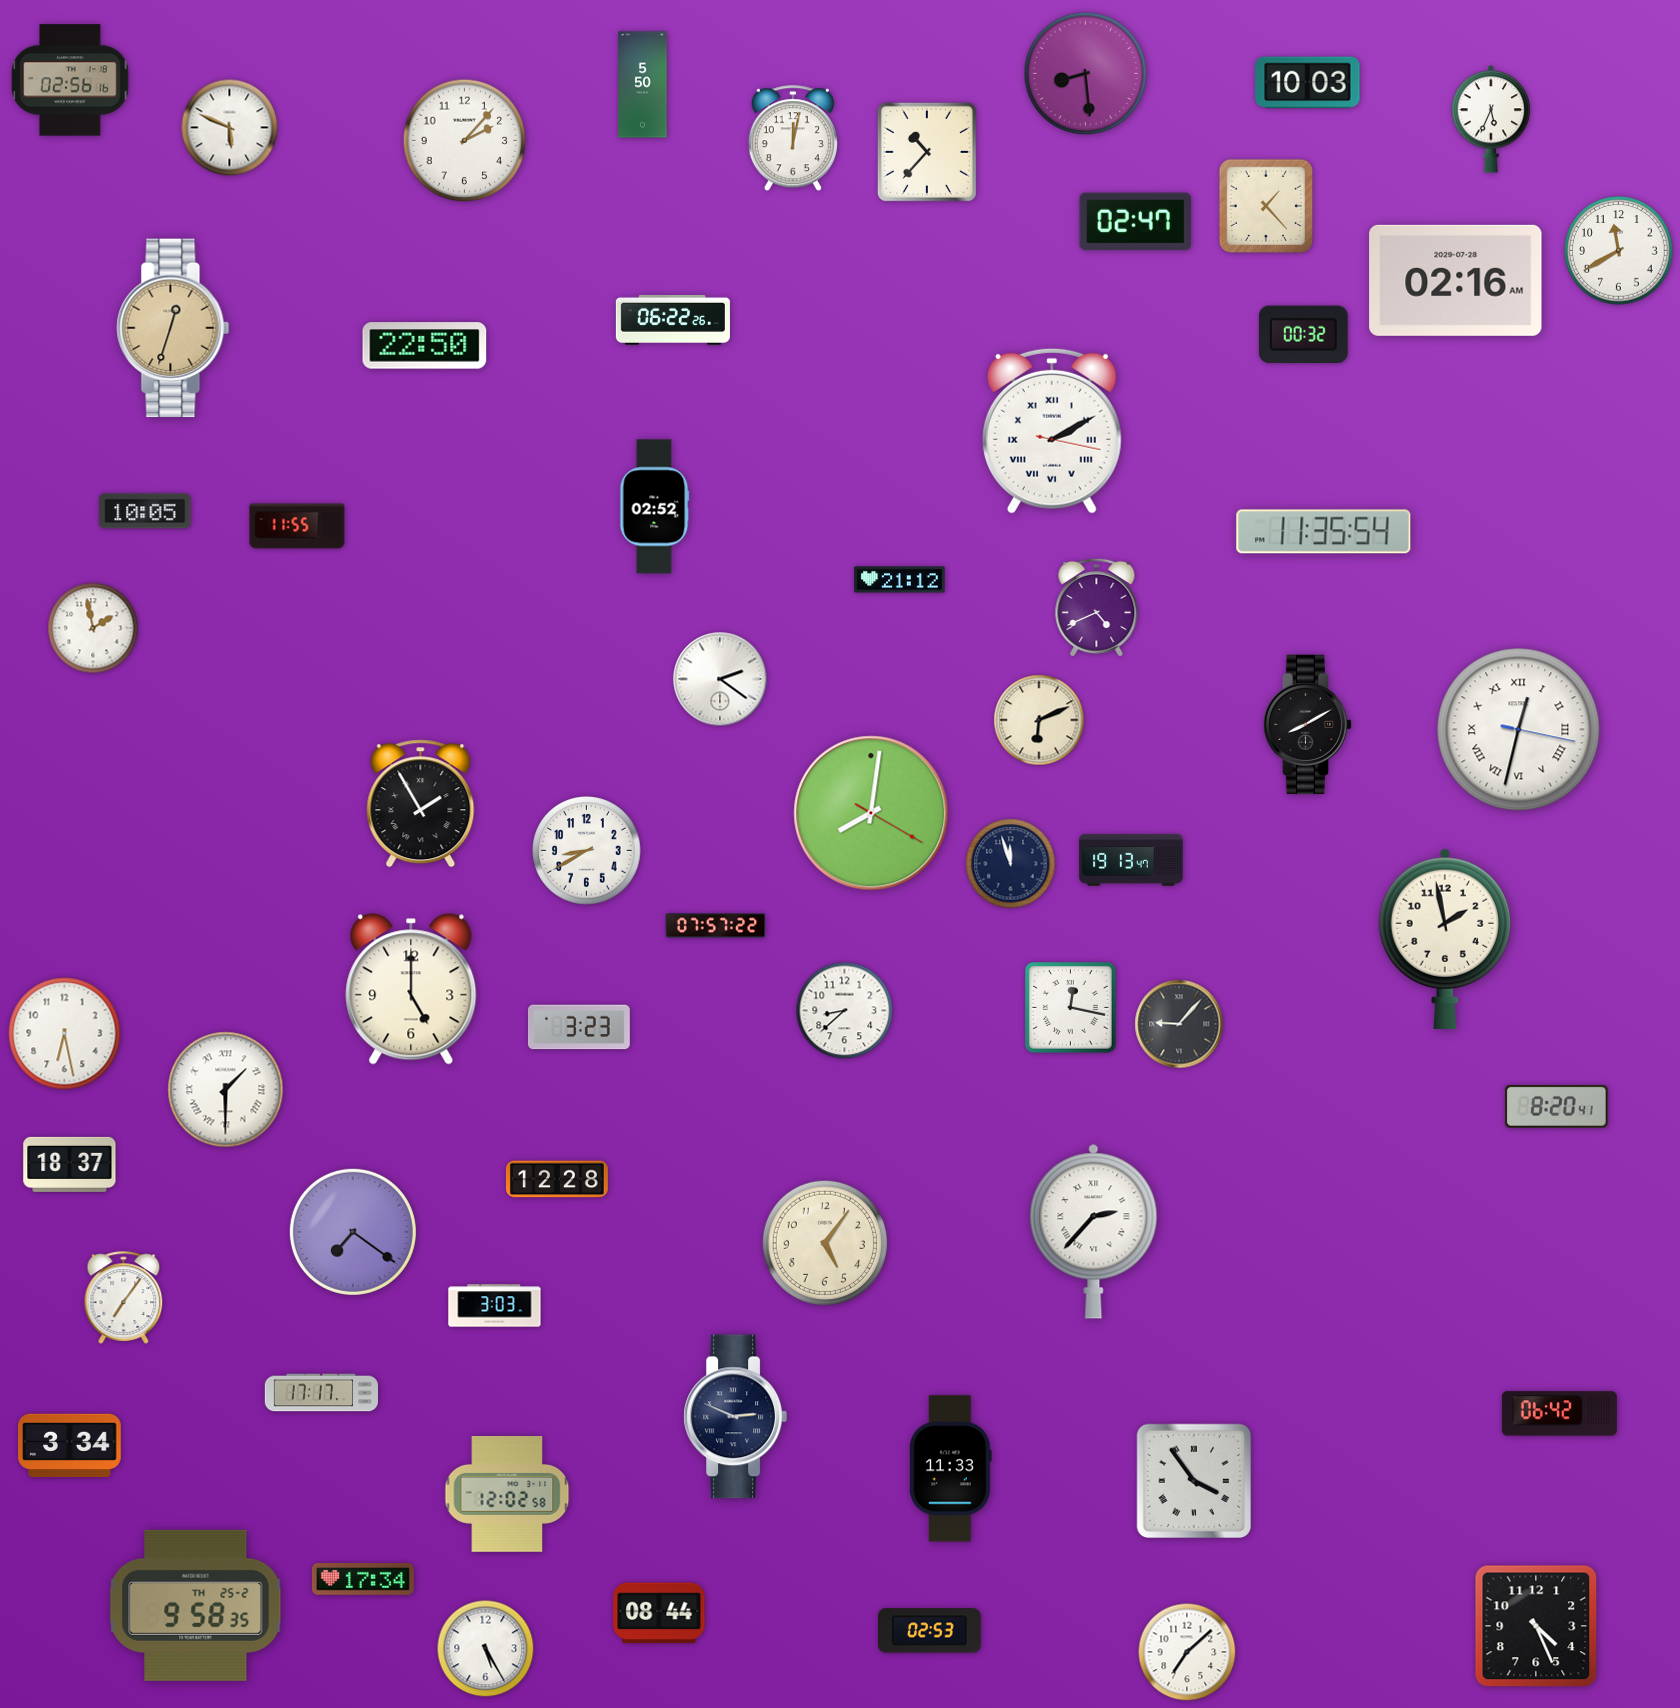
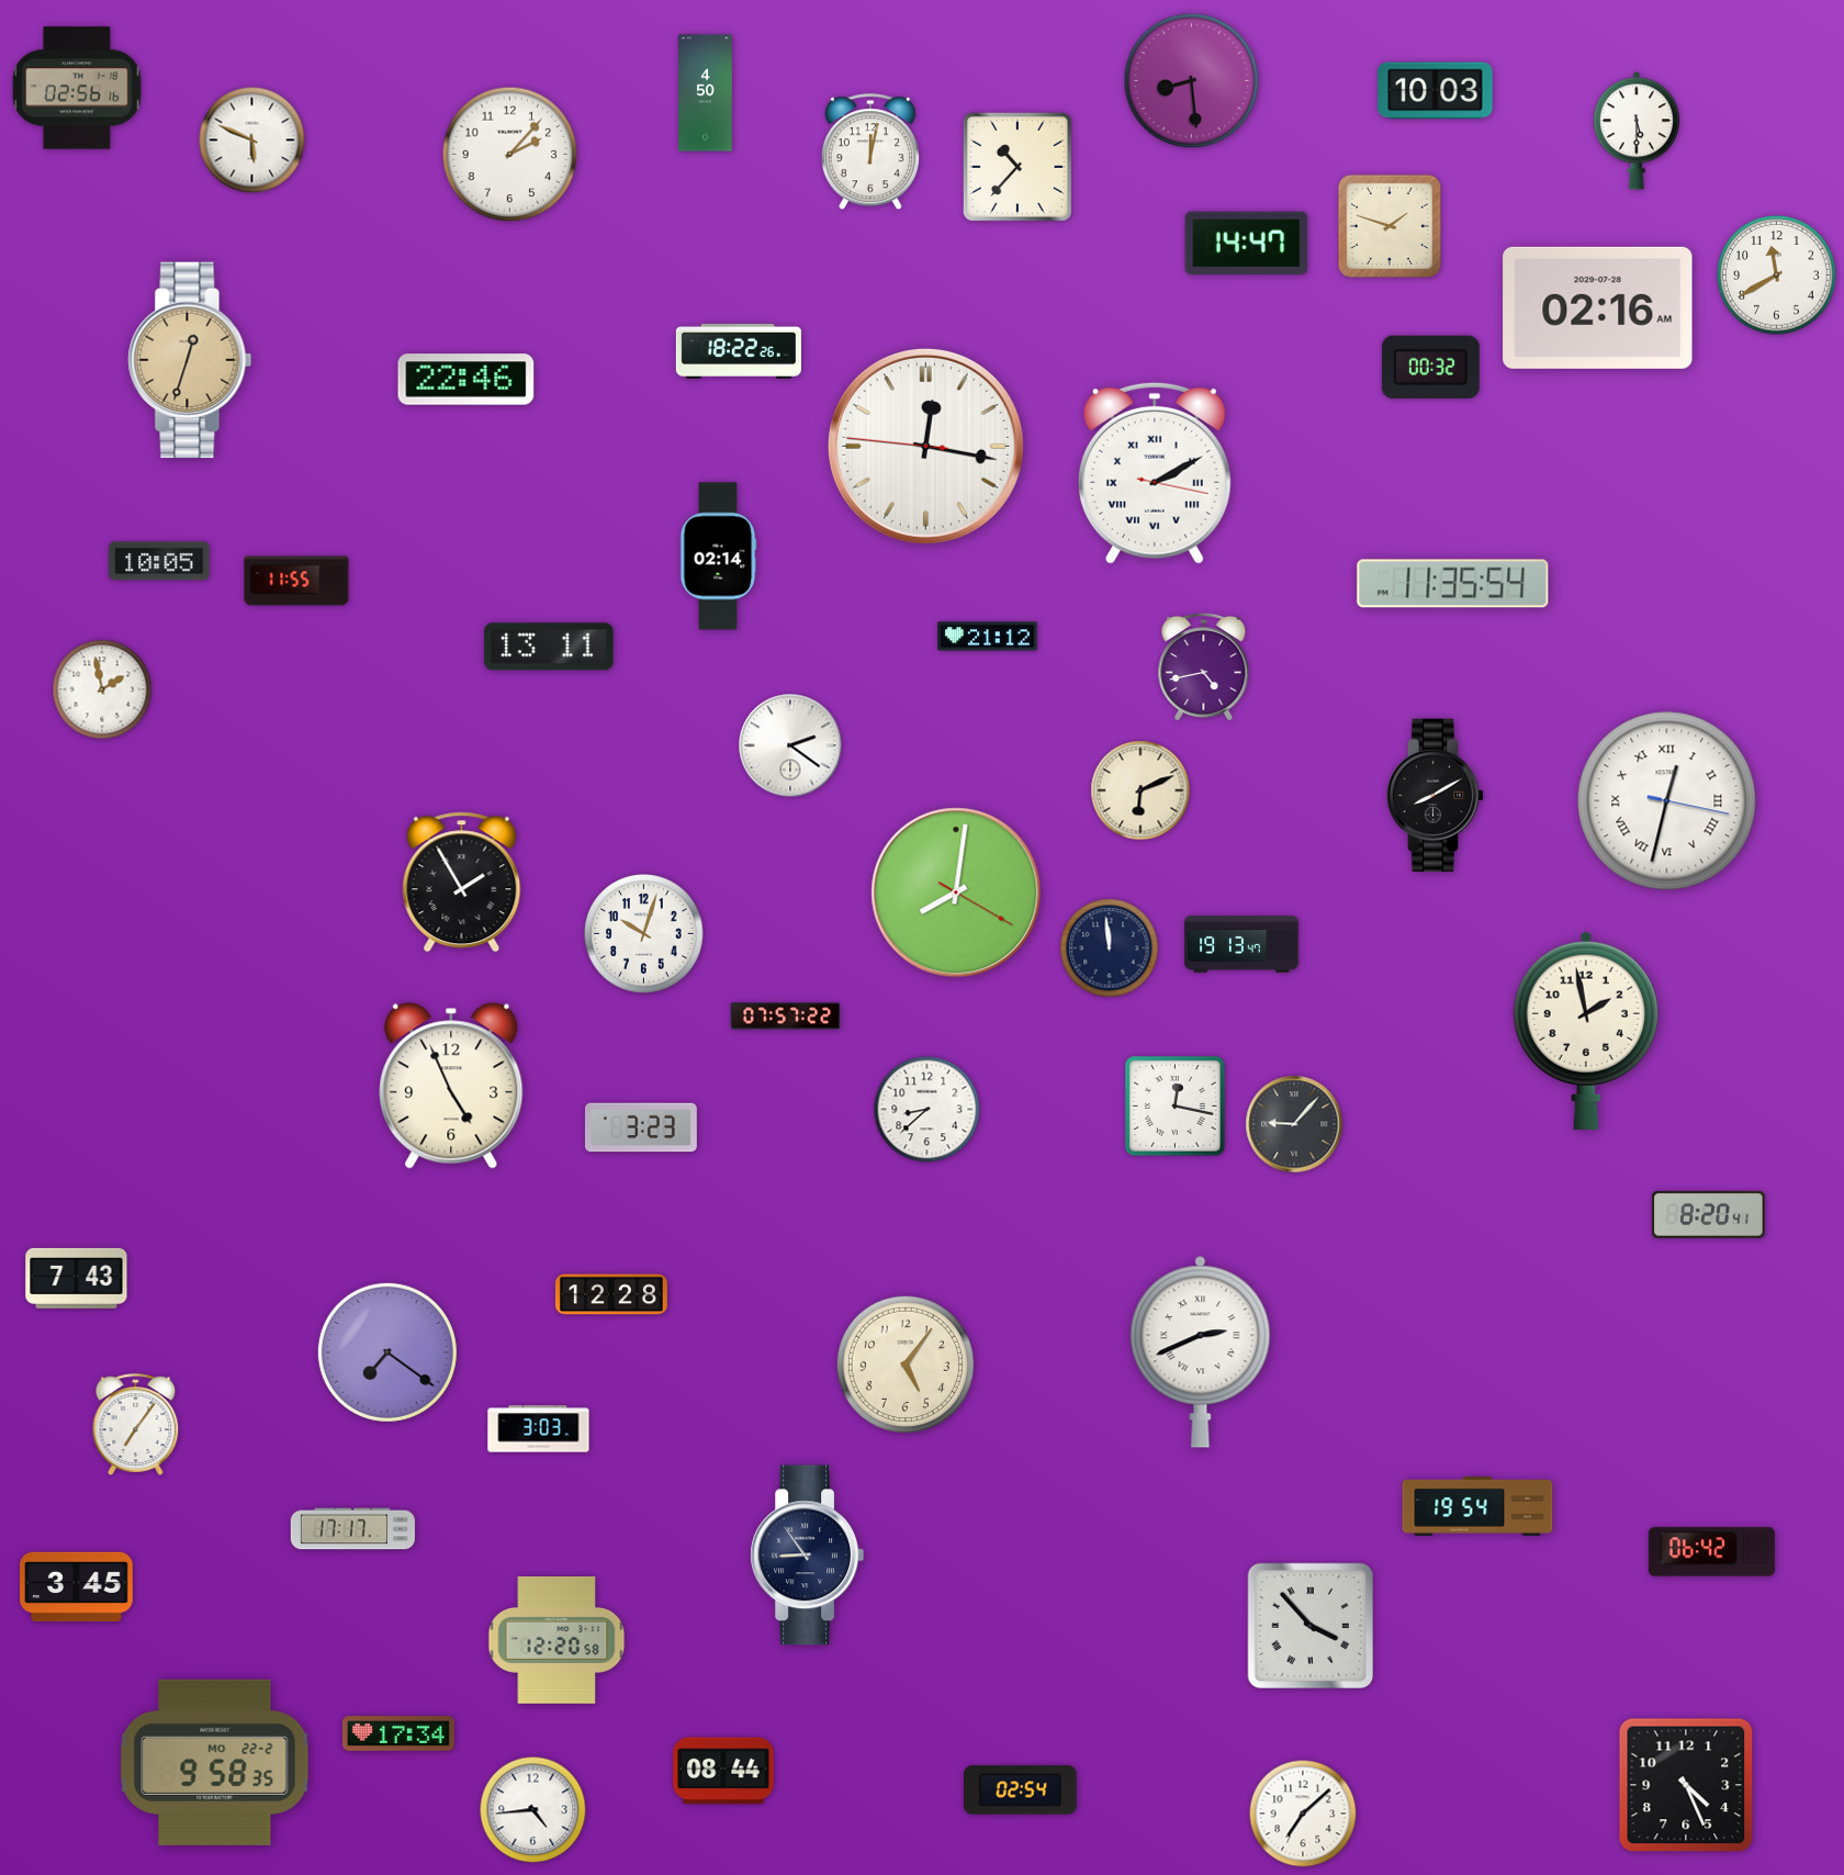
clock at (643, 85): 5:50 -> 4:50
clock at (1491, 119): 5:34 -> 5:30
clock at (1265, 205): 1:23 -> 1:48
clock at (1136, 222): 02:47 -> 14:47
clock at (673, 320): 06:22 -> 18:22
clock at (425, 346): 22:50 -> 22:46
clock at (925, 446): none -> 12:16
clock at (655, 507): 02:52 -> 02:14
clock at (297, 526) position: (297, 526) -> (296, 581)
clock at (549, 647): none -> 13:11
clock at (1097, 608): 4:41 -> 4:43
clock at (587, 851): 8:40 -> 10:03
clock at (1011, 864): 11:57 -> 11:59
clock at (411, 989): 5:00 -> 4:56
clock at (579, 1027) position: (579, 1027) -> (641, 1127)
clock at (65, 1034): 6:28 -> none
clock at (226, 1090): 1:30 -> none
clock at (70, 1164): 18:37 -> 7:43
clock at (1094, 1232): 2:37 -> 2:41
clock at (495, 1306) position: (495, 1306) -> (539, 1429)
clock at (1477, 1507): none -> 19:54
clock at (735, 1417): 2:49 -> 8:54
clock at (70, 1446): 3:34 -> 3:45
clock at (951, 1469): 11:33 -> none
clock at (1194, 1481): 3:54 -> 3:53
clock at (507, 1495): 12:02 -> 12:20
clock at (196, 1605) date: TH 25-2 -> MO 22-2
clock at (930, 1631): 02:53 -> 02:54
clock at (486, 1649): 5:25 -> 4:44
